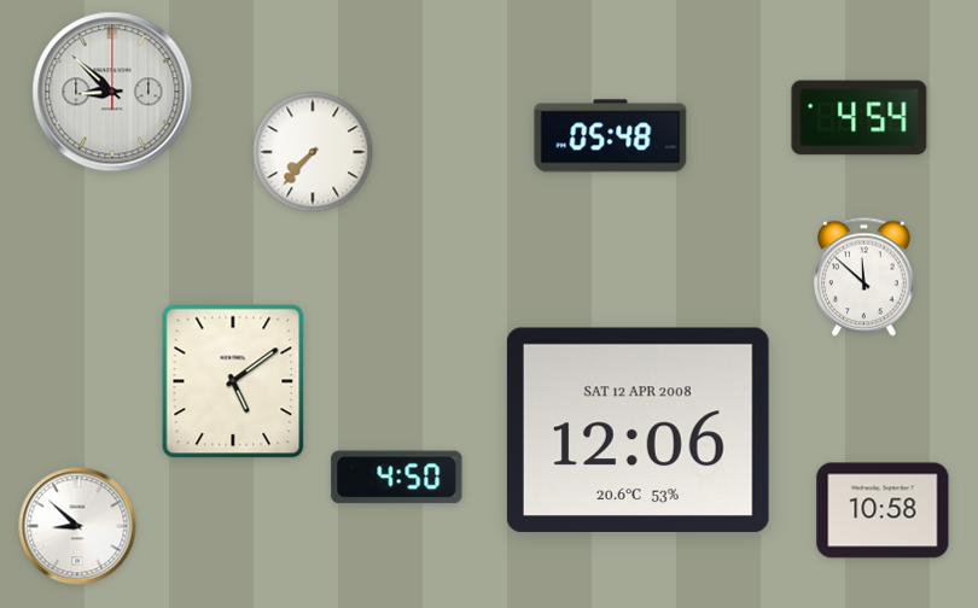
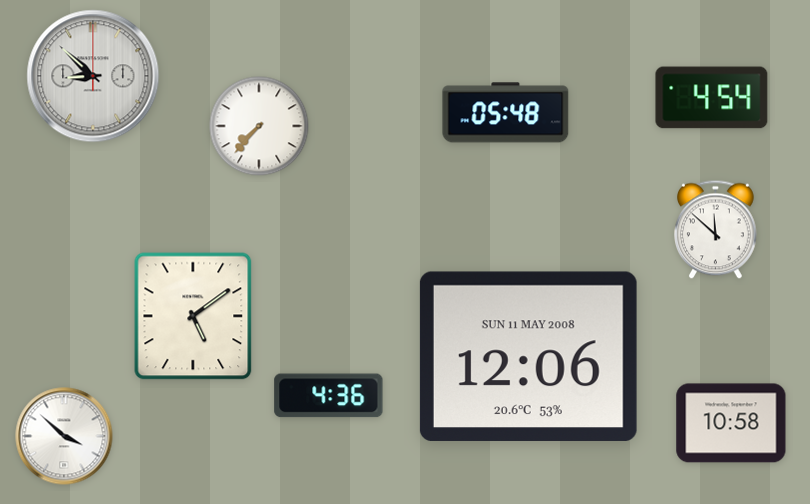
clock at (638, 429) date: SAT 12 APR 2008 -> SUN 11 MAY 2008
clock at (397, 478): 4:50 -> 4:36
clock at (77, 526): 8:52 -> 3:52
